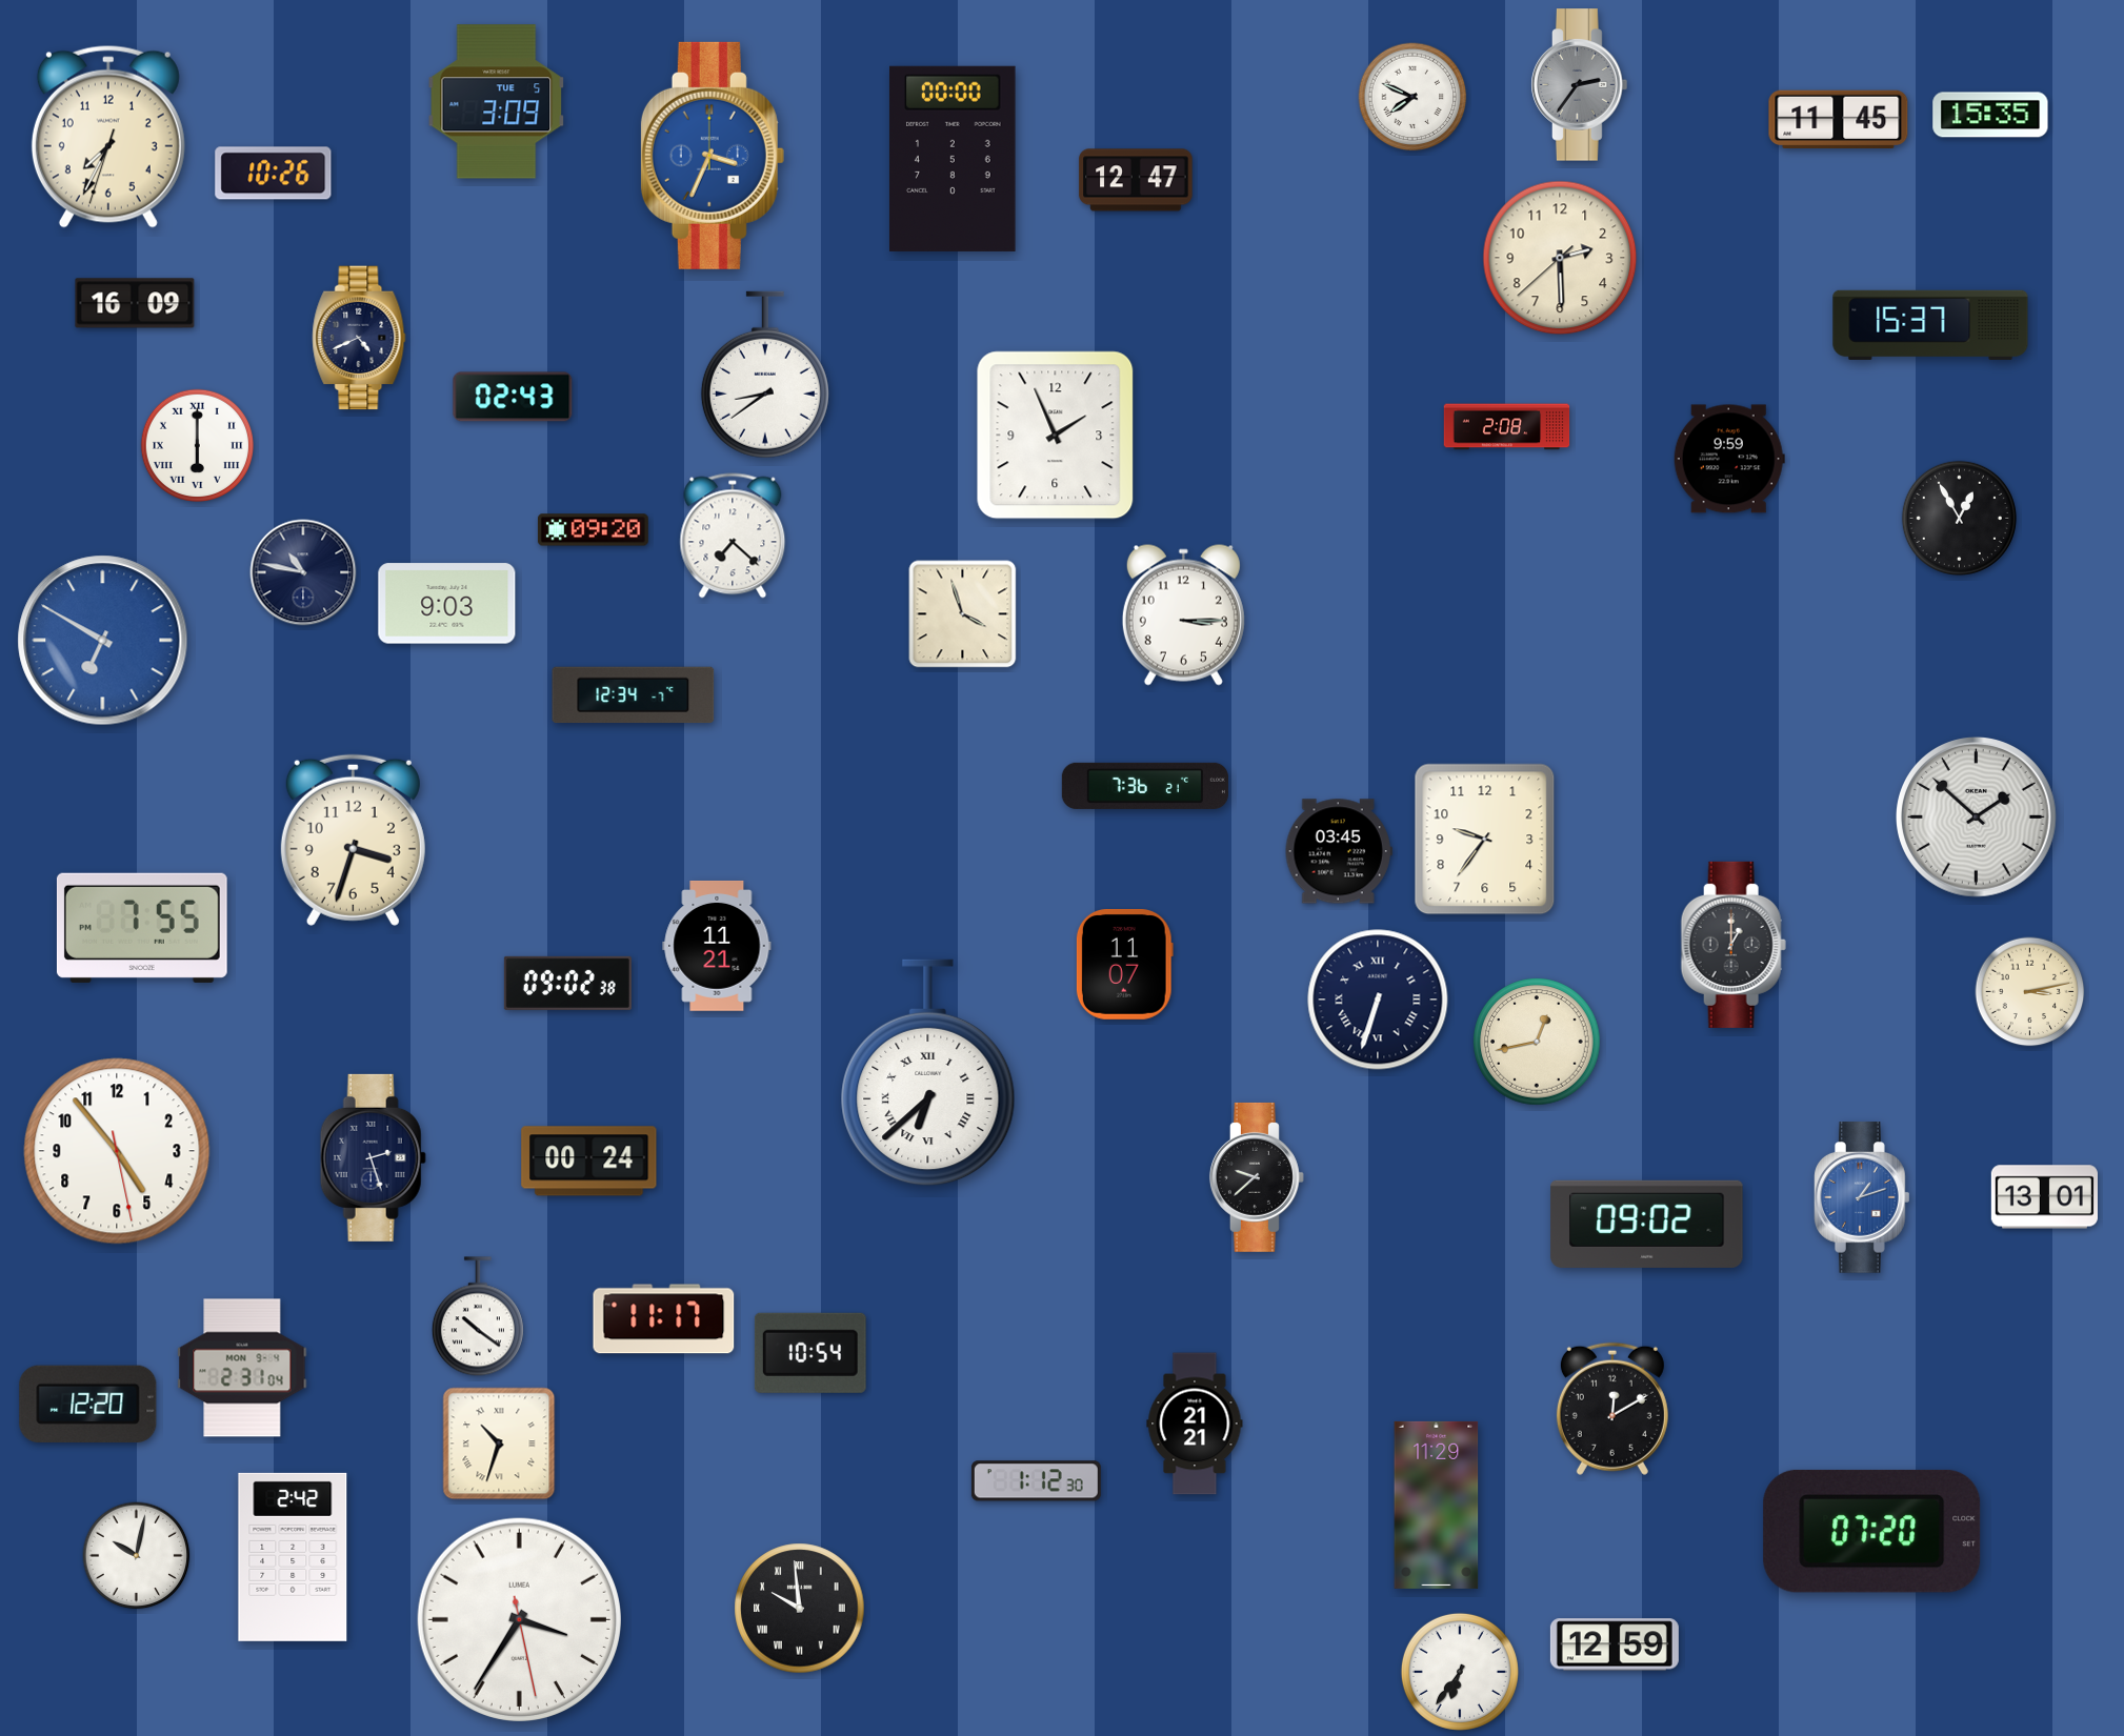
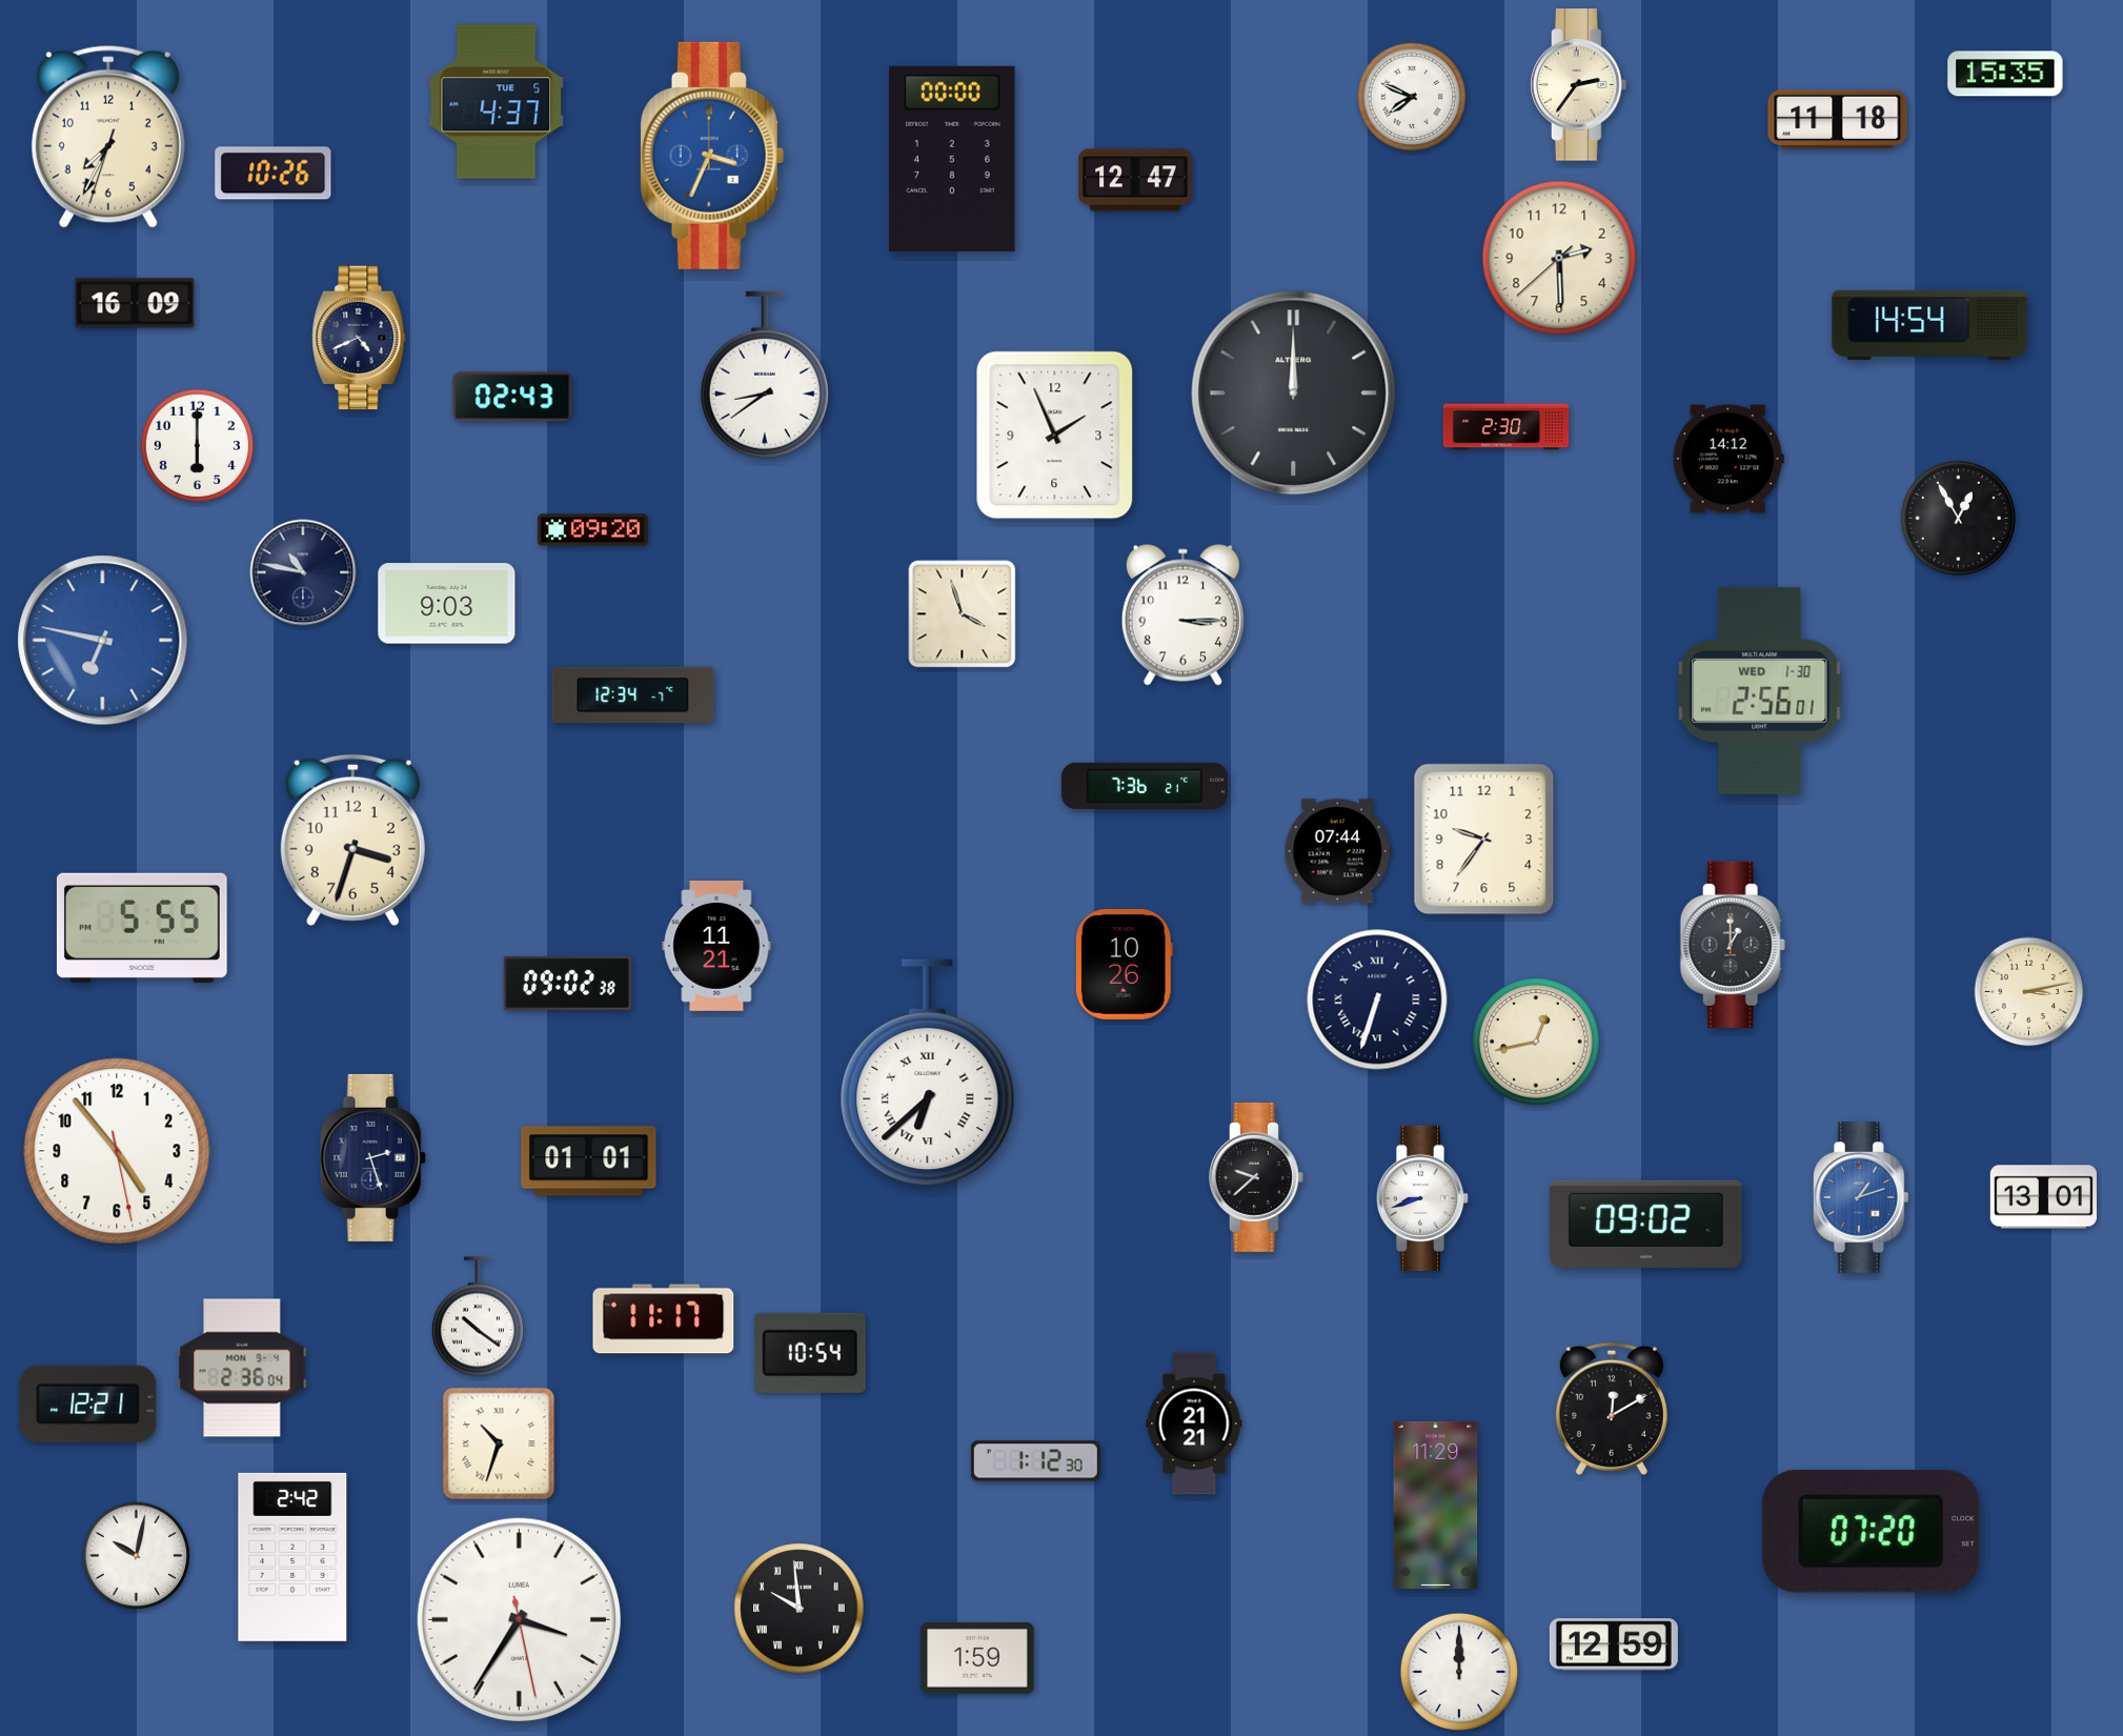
clock at (1580, 85) dial: grey -> cream
clock at (497, 102): 3:09 -> 4:37
clock at (1990, 115) position: (1990, 115) -> (2005, 74)
clock at (1839, 120): 11:45 -> 11:18
clock at (1930, 325): 15:37 -> 14:54
clock at (1294, 393): none -> 12:00
clock at (1507, 427): 2:08 -> 2:30
clock at (197, 445) numerals: Roman -> Arabic
clock at (1729, 459): 9:59 -> 14:12
clock at (733, 536): 7:22 -> none
clock at (103, 641): 6:50 -> 6:47
clock at (1760, 690): none -> 2:56
clock at (1977, 817): 1:52 -> none
clock at (1339, 851): 03:45 -> 07:44
clock at (142, 928): 7:55 -> 5:55
clock at (1124, 964): 11:07 -> 10:26
clock at (589, 1162): 00:24 -> 01:01
clock at (1422, 1198): none -> 8:42
clock at (242, 1368): 2:31 -> 2:36
clock at (88, 1404): 12:20 -> 12:21
clock at (1036, 1481) position: (1036, 1481) -> (1035, 1461)
clock at (977, 1659): none -> 1:59
clock at (1460, 1672): 6:36 -> 12:00
